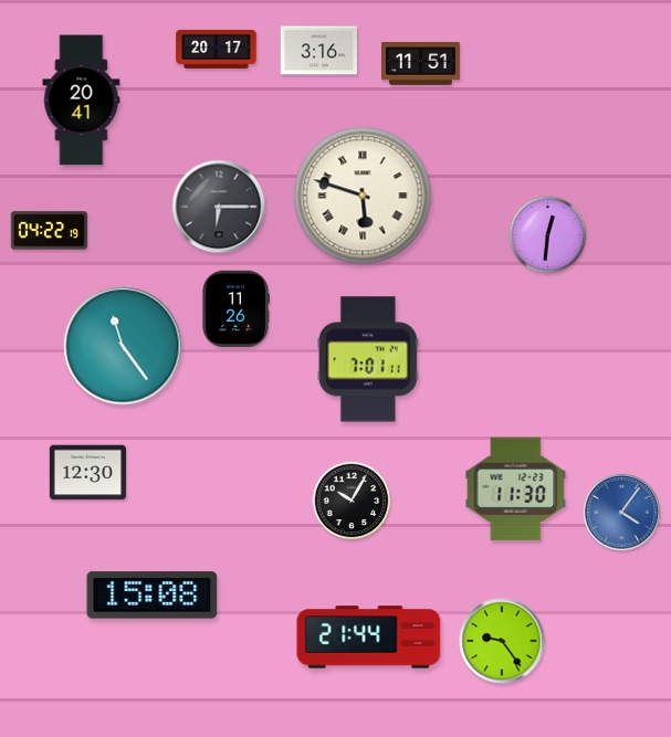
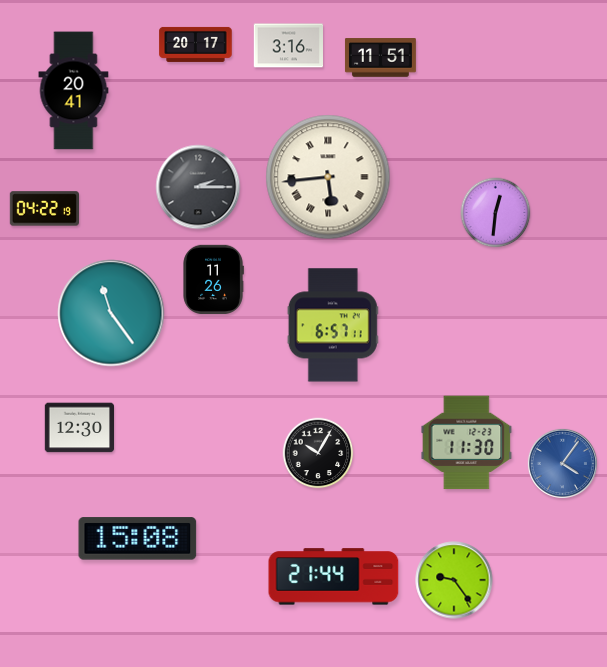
clock at (363, 196): 5:48 -> 5:44
clock at (219, 207): 6:15 -> 2:15
clock at (368, 359): 7:01 -> 6:57
